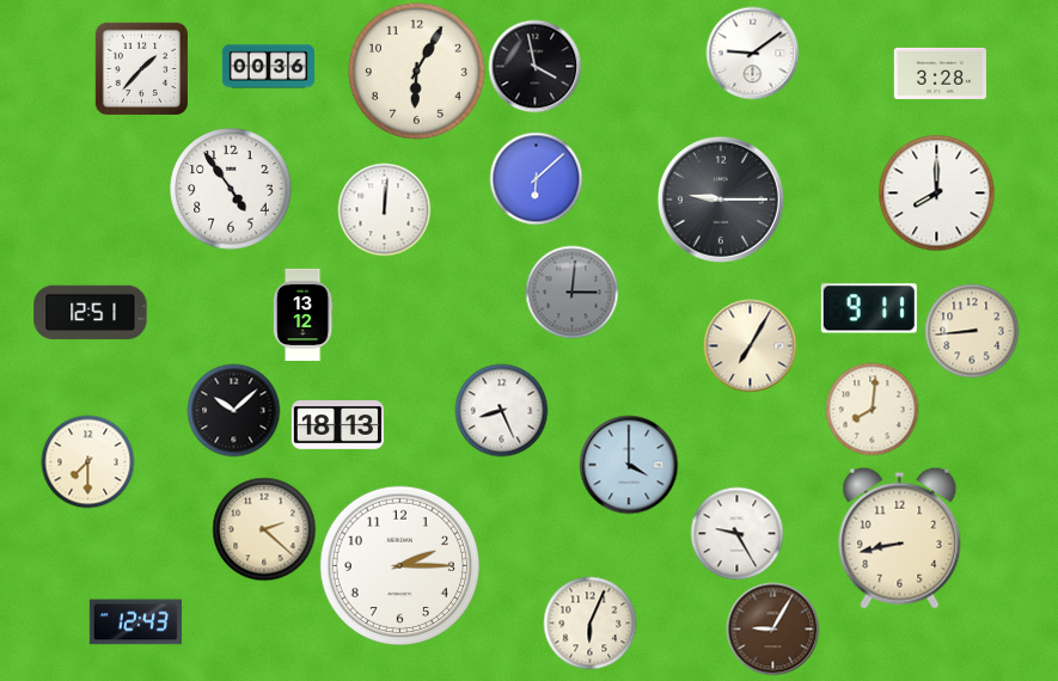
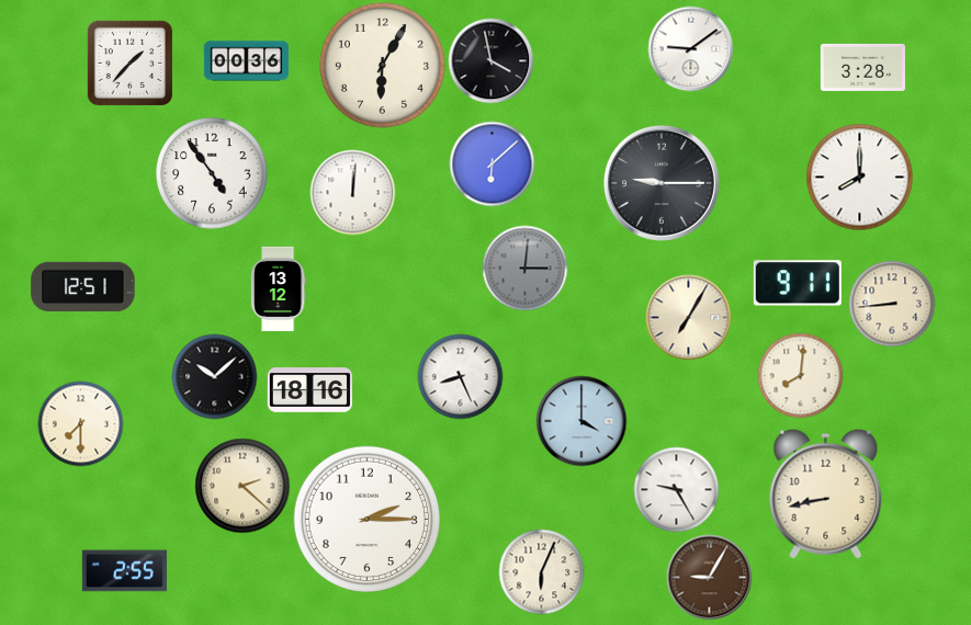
clock at (337, 425): 18:13 -> 18:16
clock at (629, 465) position: (629, 465) -> (582, 421)
clock at (135, 622): 12:43 -> 2:55
